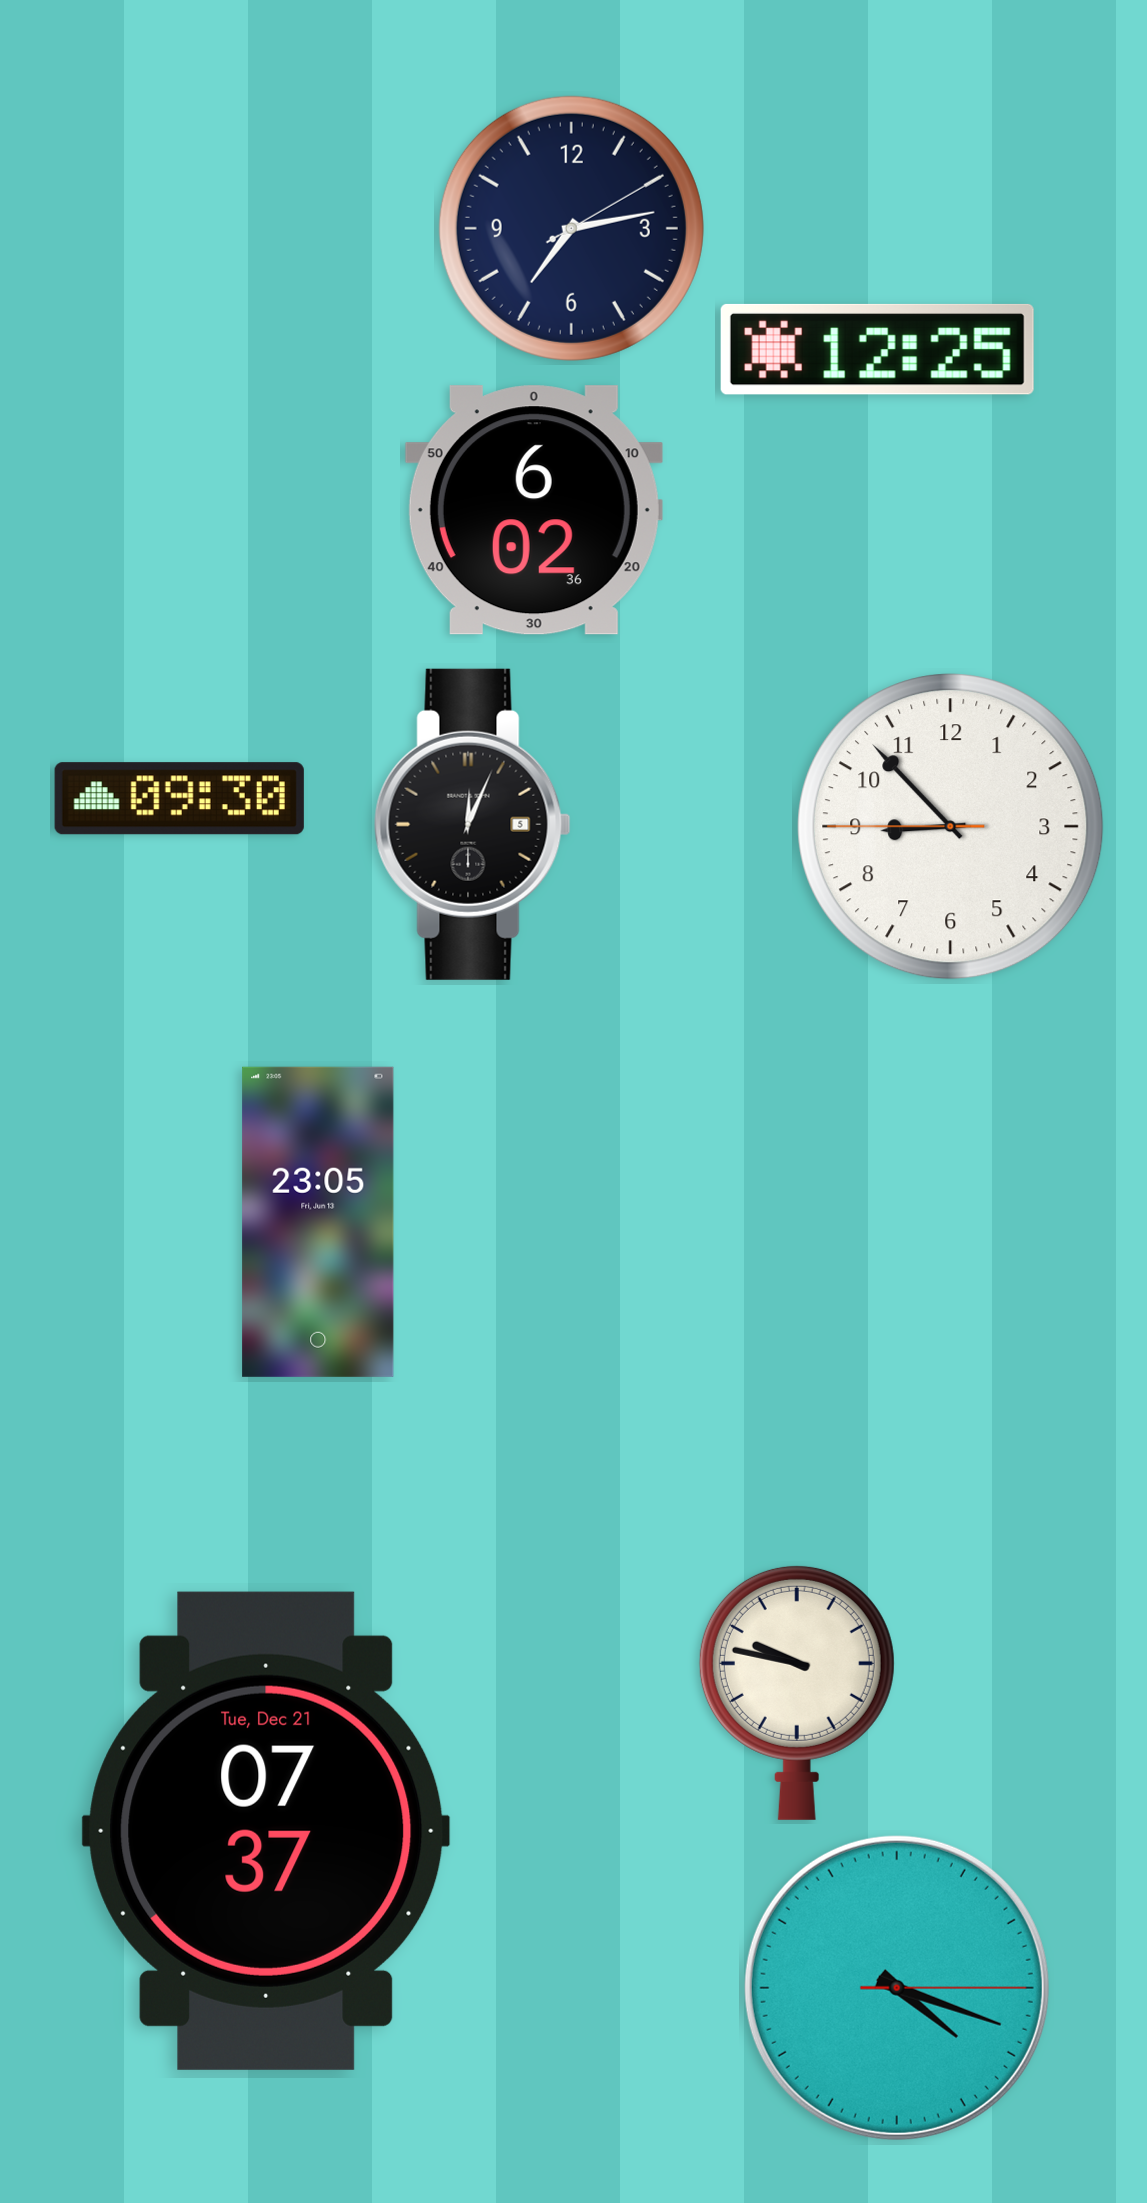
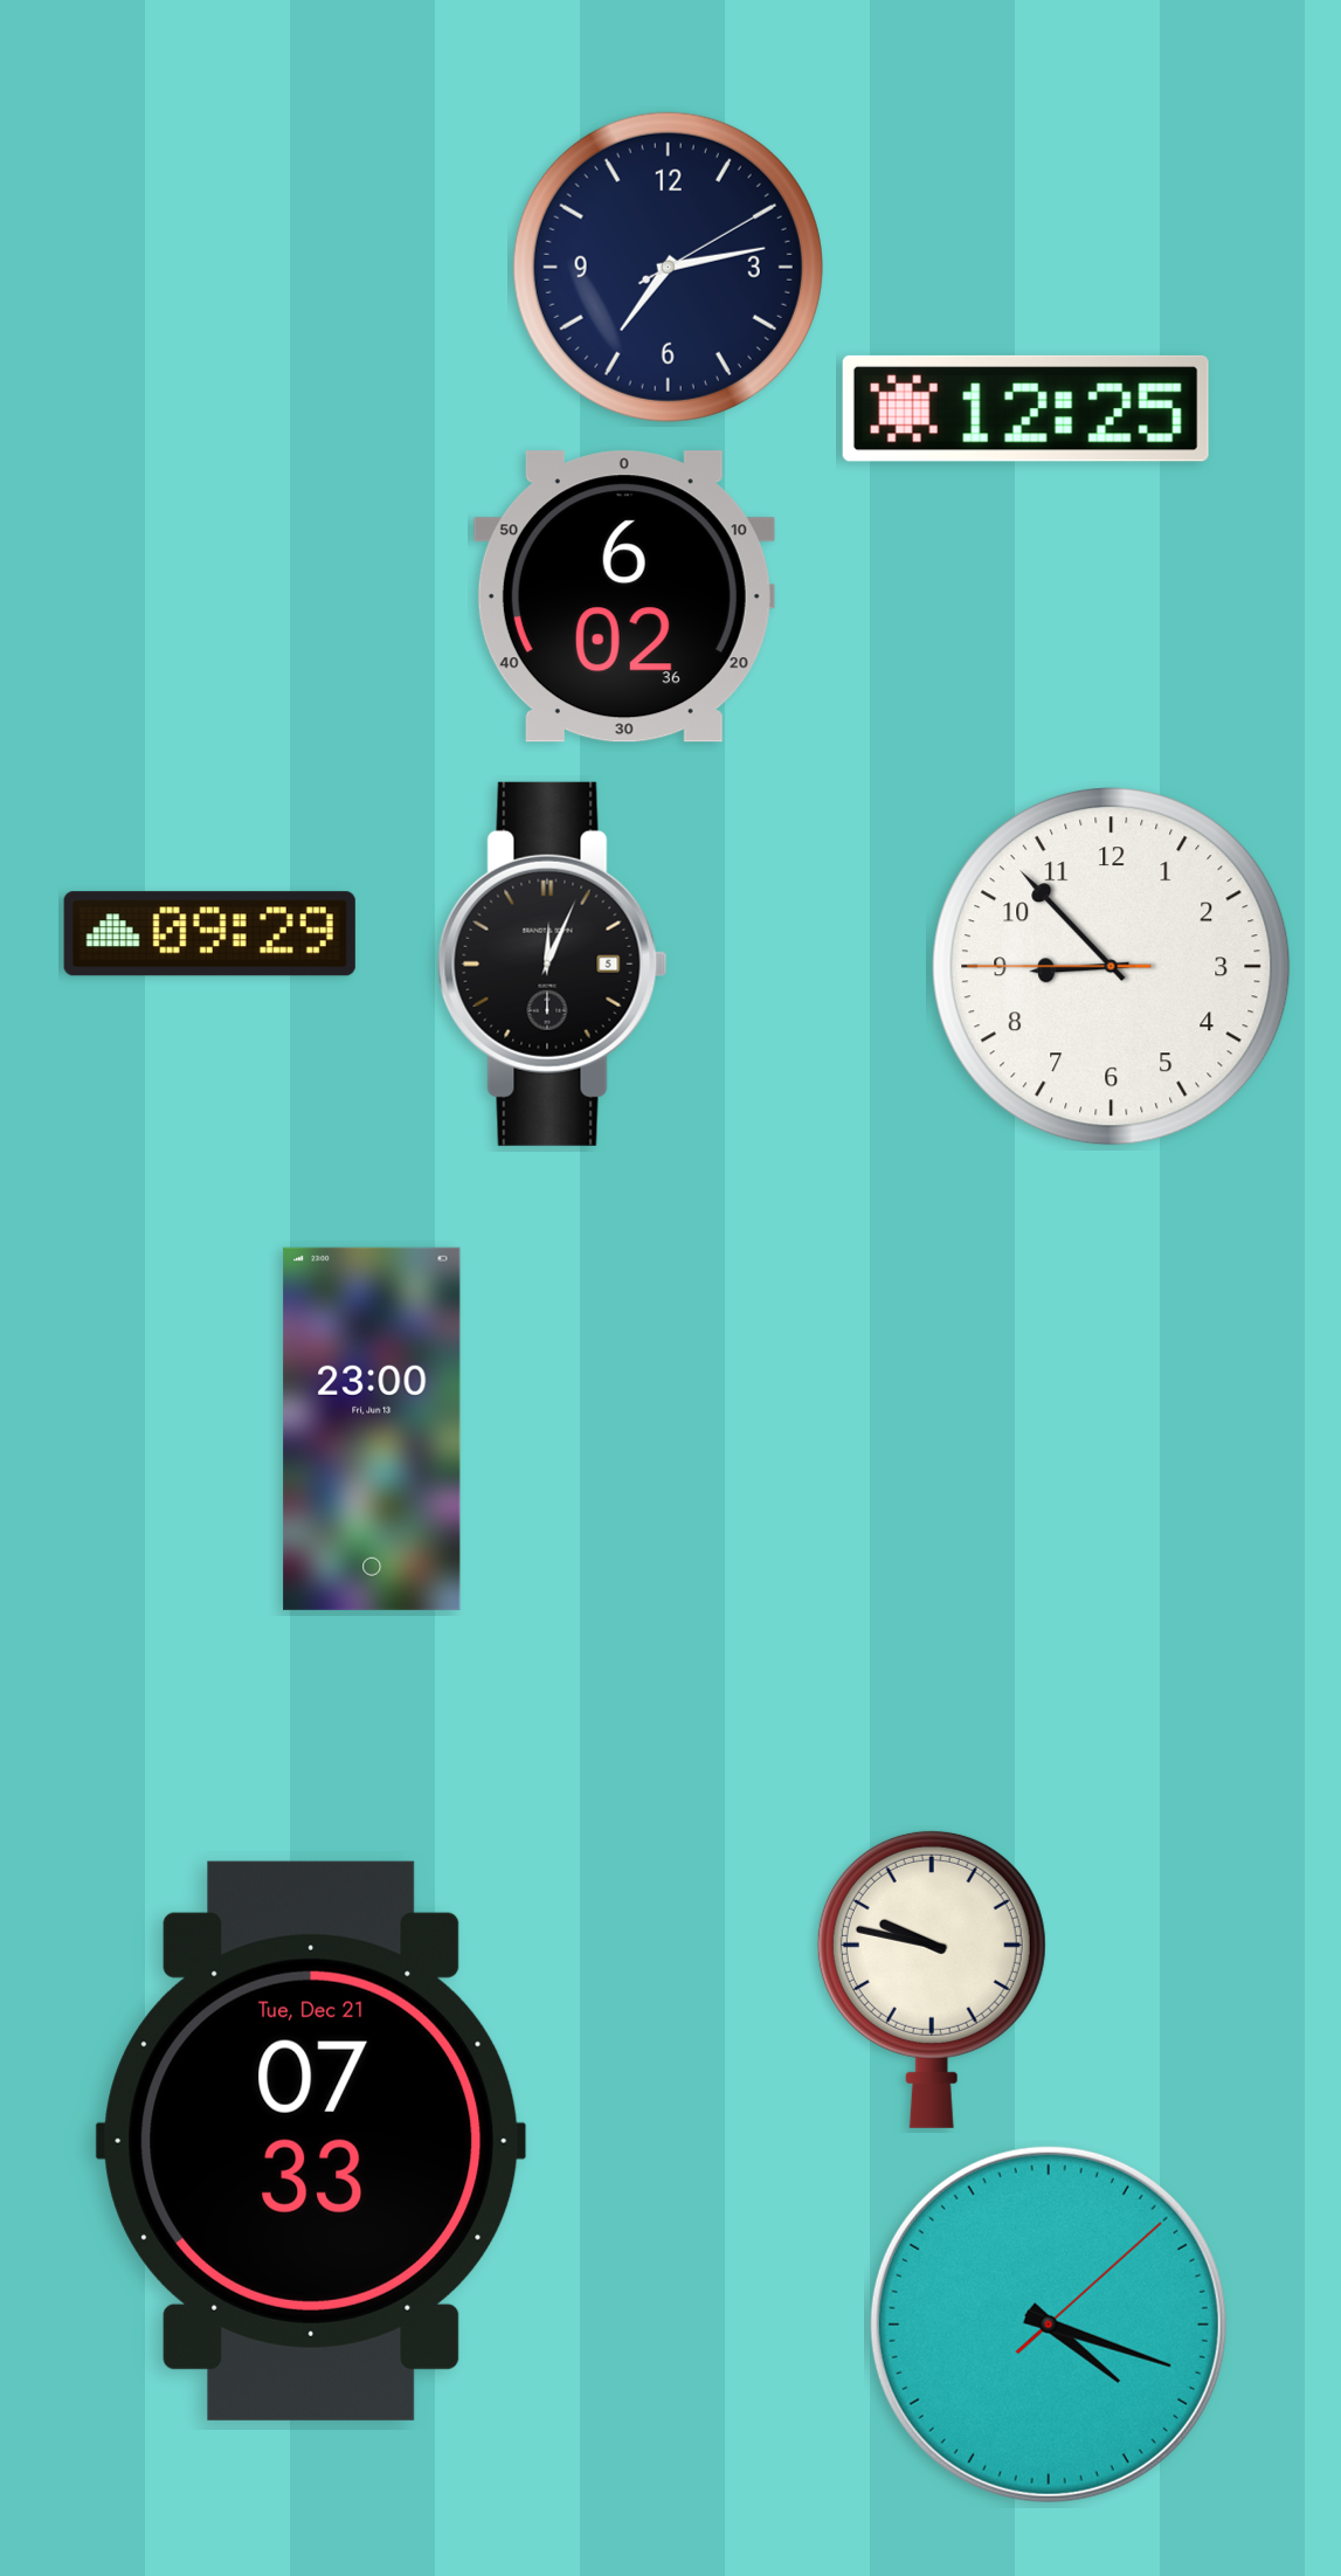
clock at (179, 799): 09:30 -> 09:29
clock at (318, 1222): 23:05 -> 23:00
clock at (266, 1831): 07:37 -> 07:33
clock at (897, 1988): 4:18:15 -> 4:18:08
